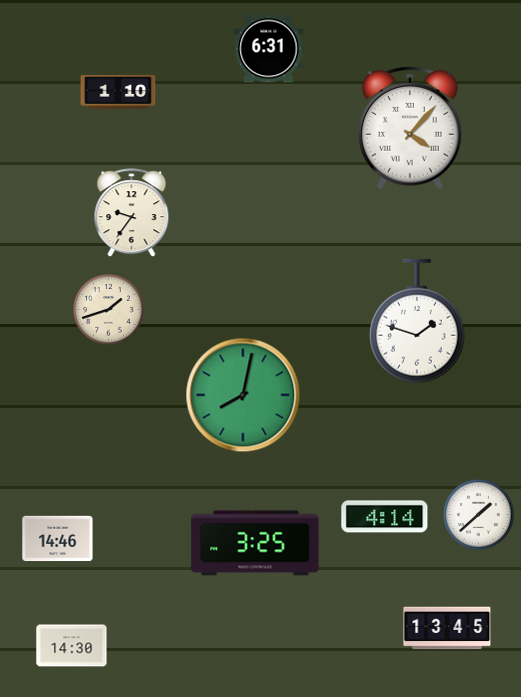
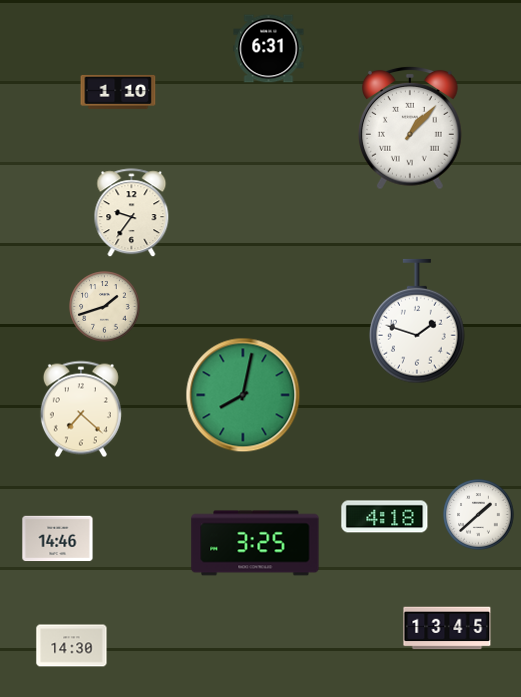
clock at (411, 128): 4:07 -> 1:07
clock at (109, 310) position: (109, 310) -> (105, 307)
clock at (81, 409): none -> 7:22
clock at (385, 517): 4:14 -> 4:18
